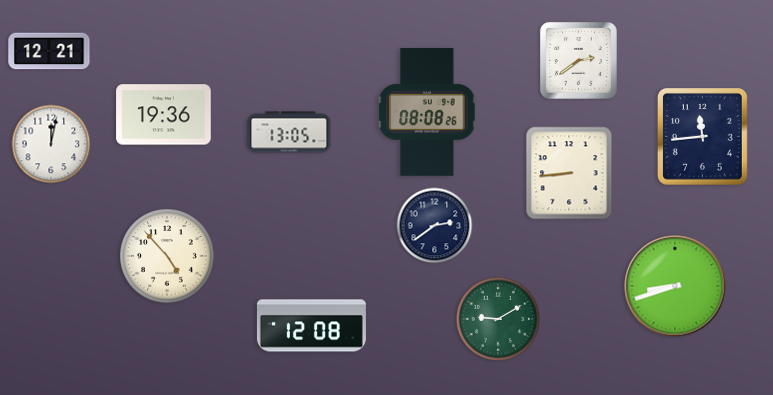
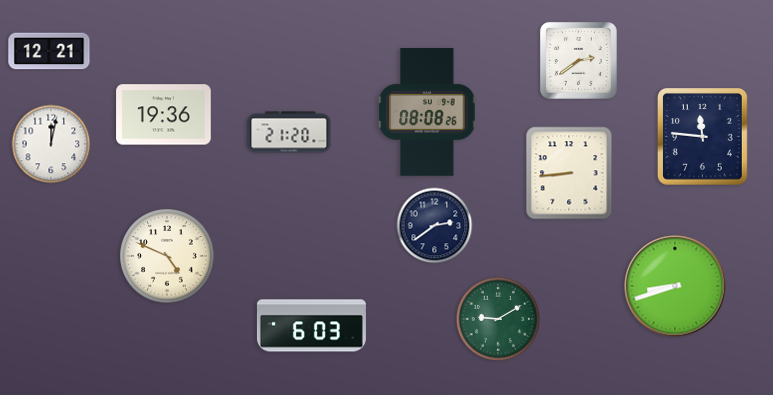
clock at (289, 132): 13:05 -> 21:20
clock at (703, 137): 11:44 -> 11:46
clock at (167, 256): 4:53 -> 4:49
clock at (311, 326): 12:08 -> 6:03
